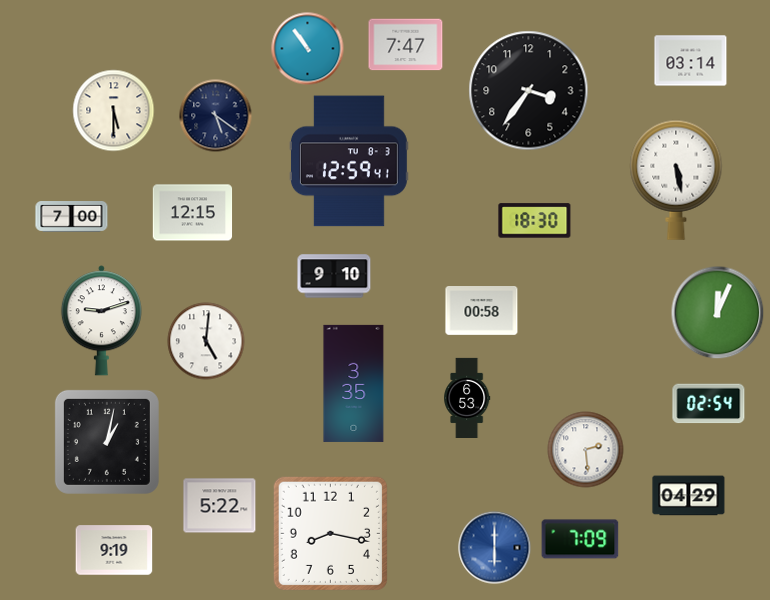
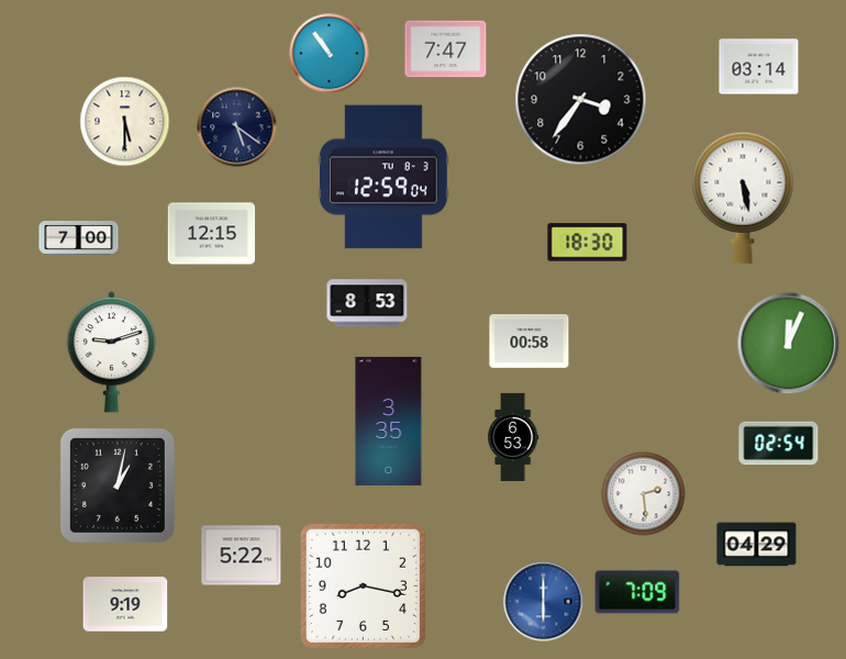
clock at (308, 49) position: (308, 49) -> (330, 54)
clock at (349, 161): 12:59:41 -> 12:59:04
clock at (334, 276): 9:10 -> 8:53
clock at (206, 341): 5:01 -> none
